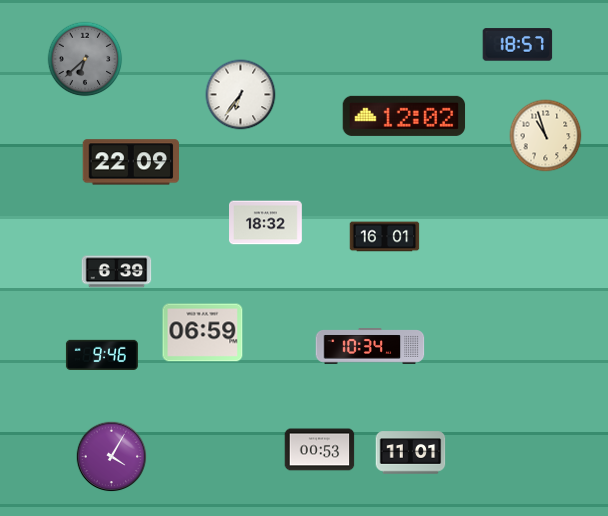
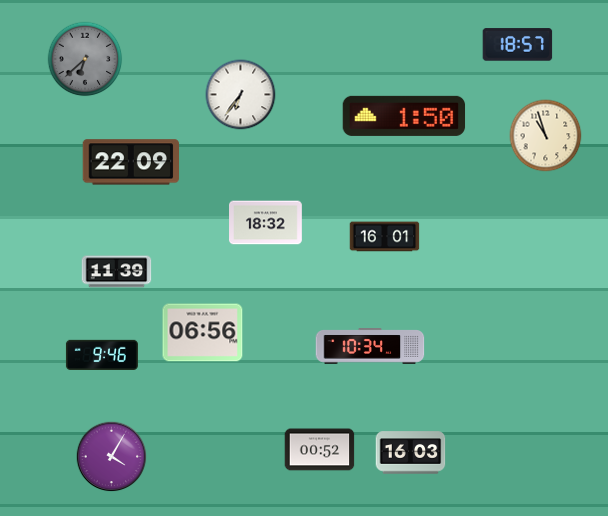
clock at (404, 116): 12:02 -> 1:50
clock at (117, 272): 6:39 -> 11:39
clock at (203, 333): 06:59 -> 06:56
clock at (320, 450): 00:53 -> 00:52
clock at (411, 453): 11:01 -> 16:03
